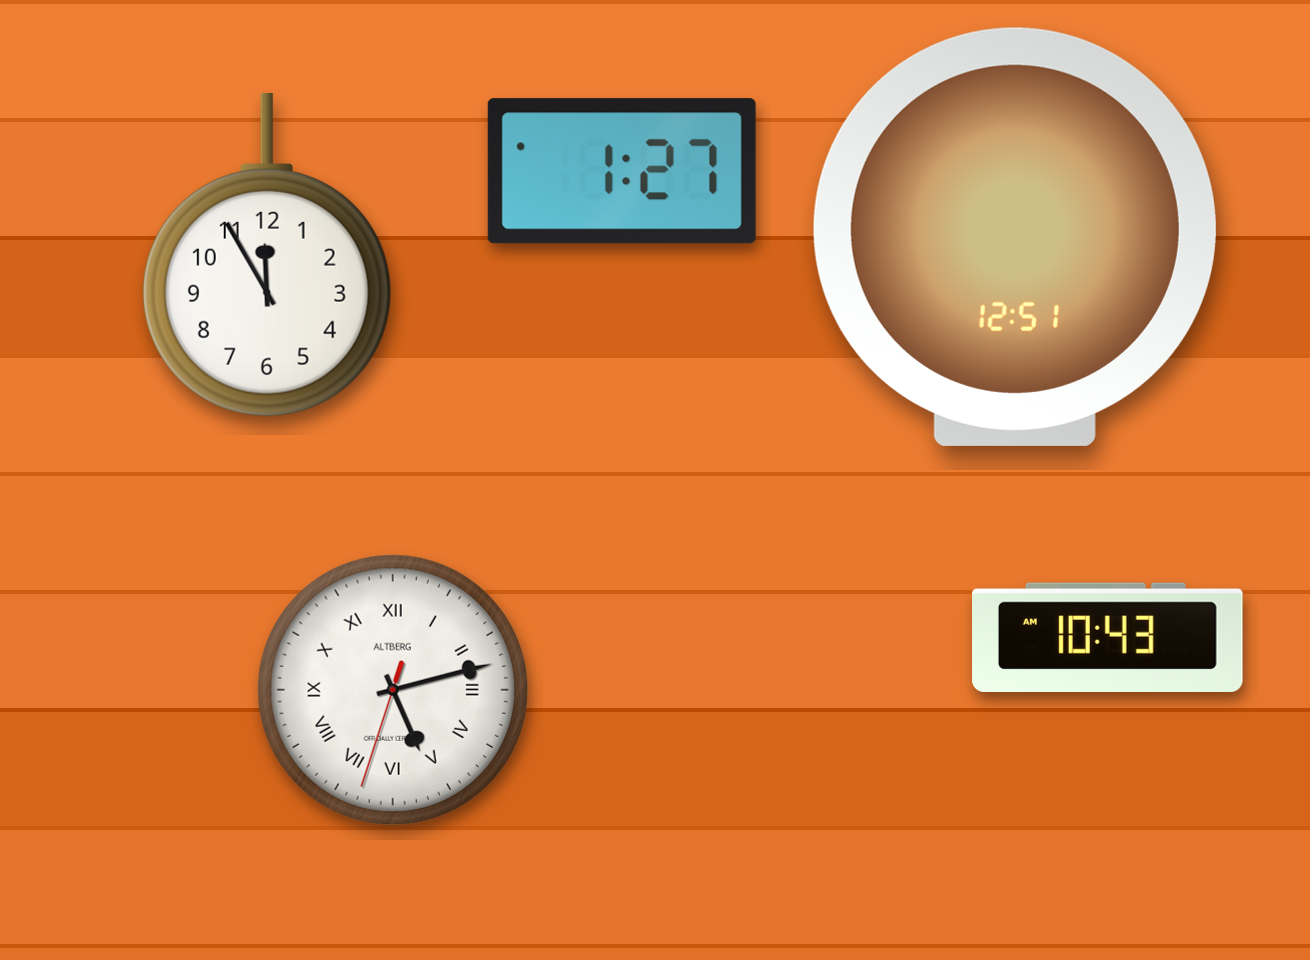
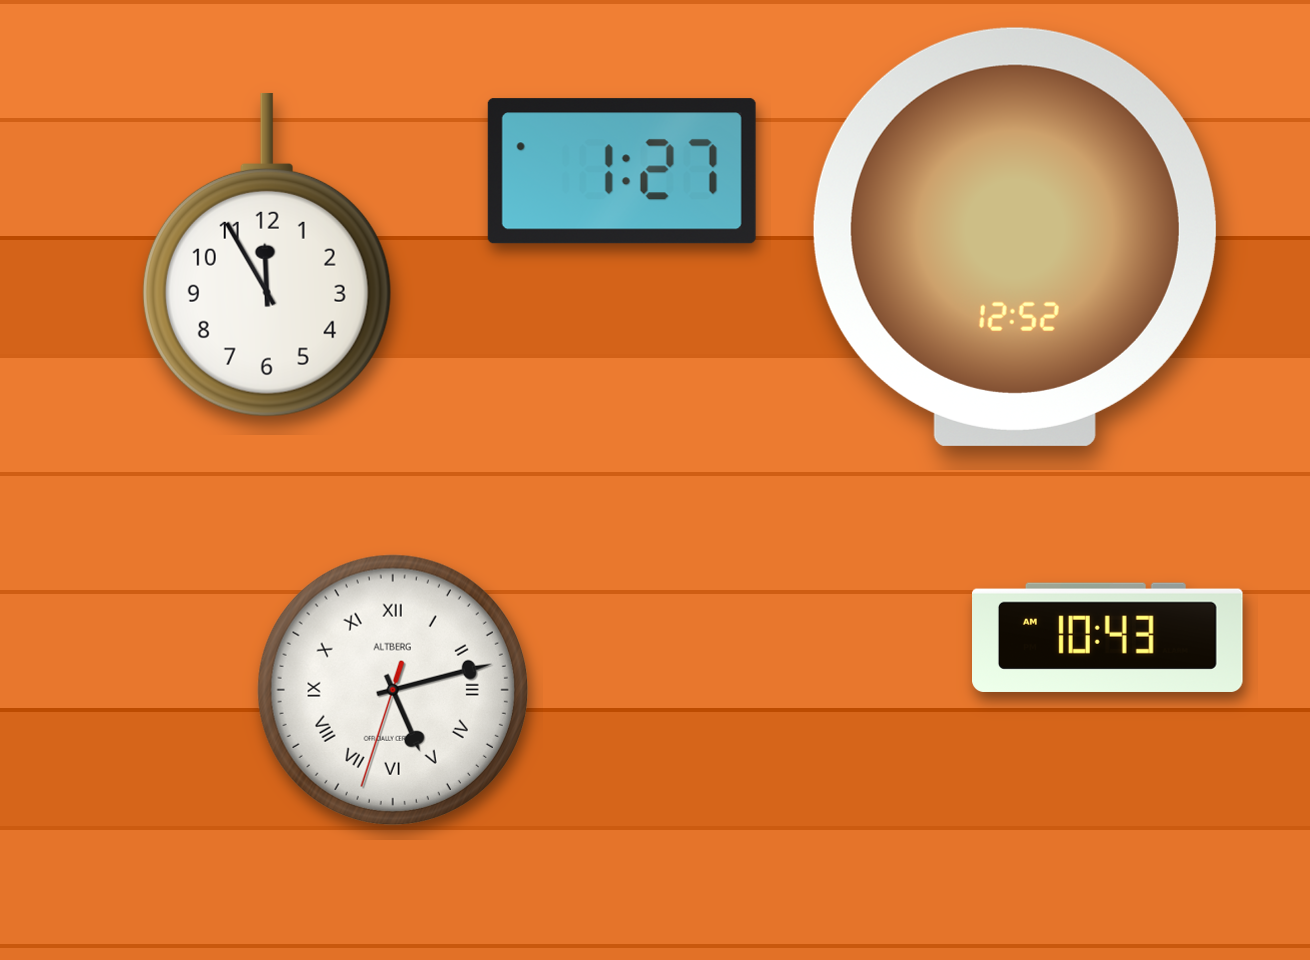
clock at (1015, 237): 12:51 -> 12:52
